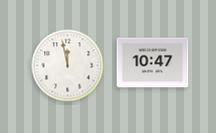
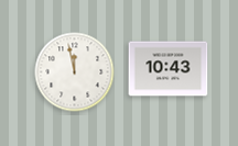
clock at (153, 63): 10:47 -> 10:43
